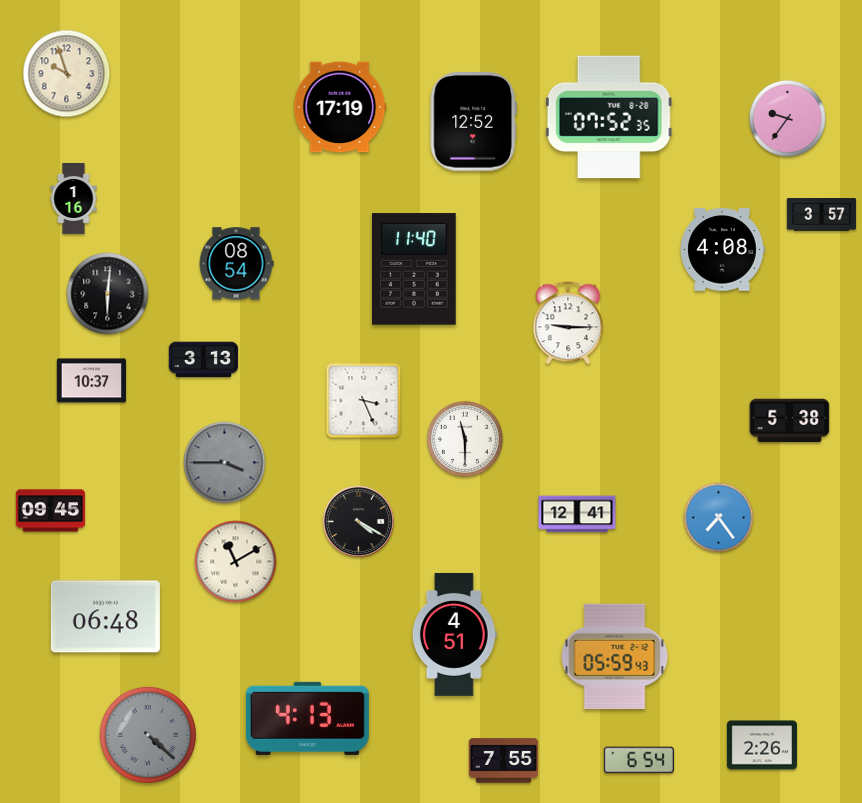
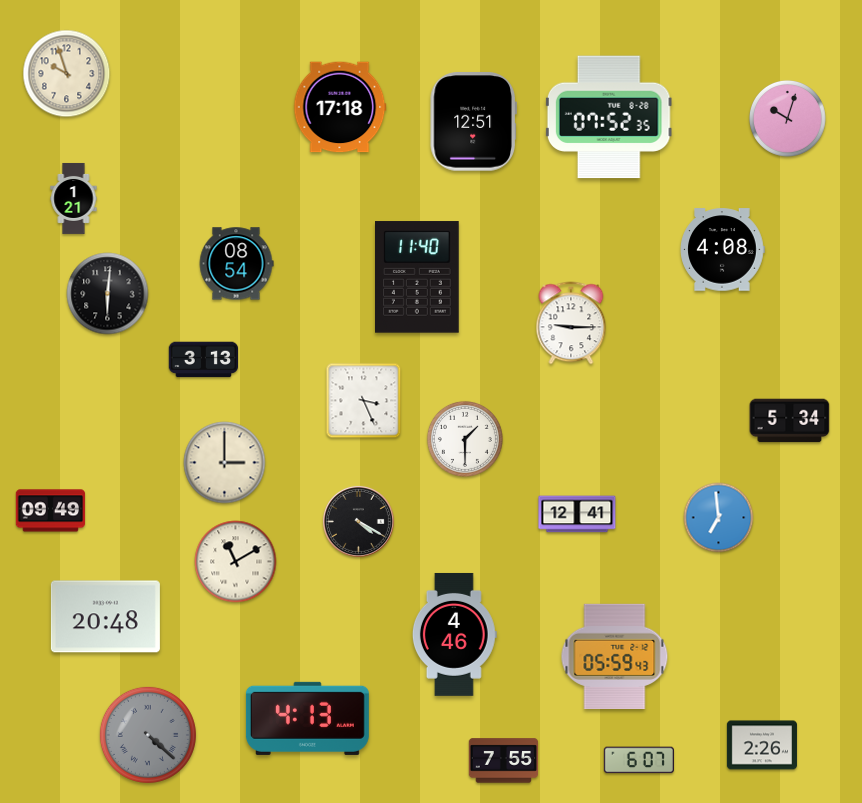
clock at (340, 107): 17:19 -> 17:18
clock at (787, 118): 9:36 -> 10:03
clock at (473, 122): 12:52 -> 12:51
clock at (74, 198): 1:16 -> 1:21
clock at (822, 215): 3:57 -> none
clock at (415, 269) position: (415, 269) -> (418, 277)
clock at (568, 323) position: (568, 323) -> (571, 323)
clock at (92, 381): 10:37 -> none
clock at (790, 421): 5:38 -> 5:34
clock at (465, 439): 11:30 -> 1:30
clock at (225, 463): 3:45 -> 3:00
clock at (225, 463) dial: grey -> cream
clock at (51, 511): 09:45 -> 09:49
clock at (719, 518): 7:24 -> 6:59
clock at (105, 617): 06:48 -> 20:48
clock at (454, 634): 4:51 -> 4:46
clock at (639, 760): 6:54 -> 6:07
